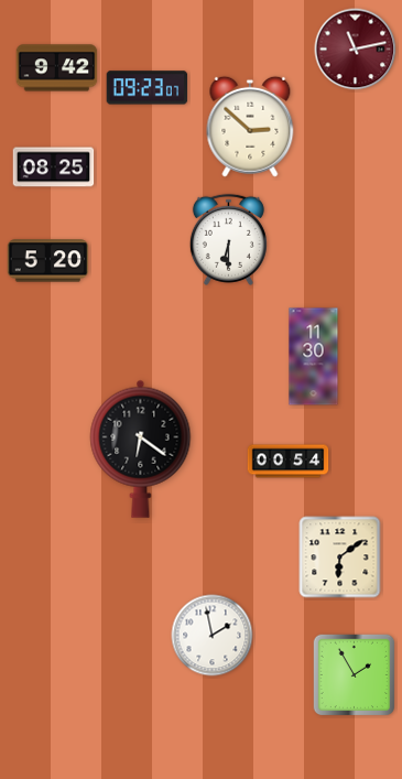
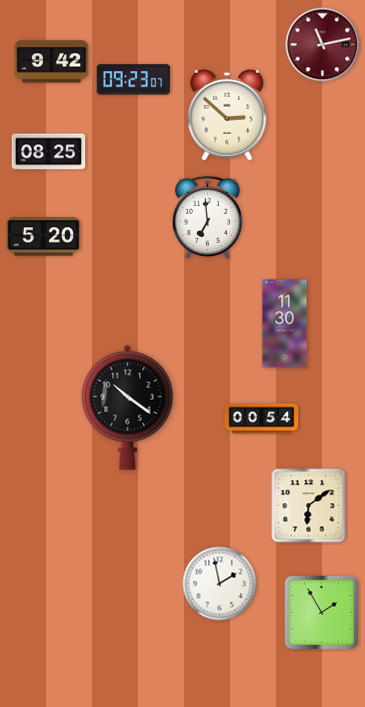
clock at (228, 239): 6:30 -> 6:59
clock at (141, 448): 6:21 -> 10:21
clock at (213, 636) position: (213, 636) -> (220, 584)
